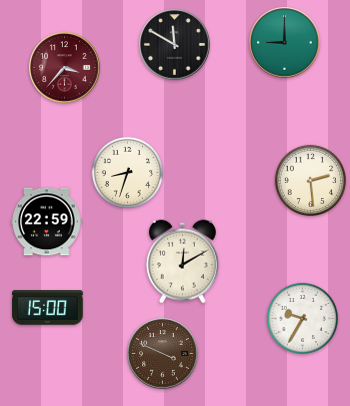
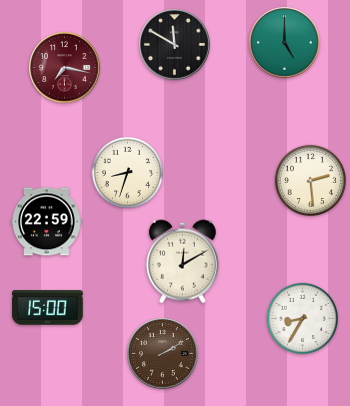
clock at (285, 43): 9:00 -> 5:00
clock at (65, 68): 3:37 -> 7:17
clock at (302, 318): 9:35 -> 8:35
clock at (163, 354): 3:49 -> 2:10
